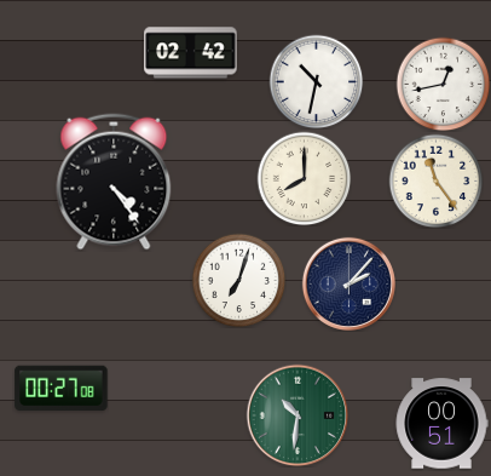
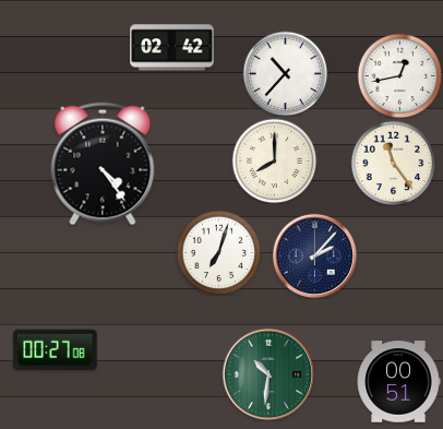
clock at (316, 81): 10:32 -> 10:37
clock at (238, 280) position: (238, 280) -> (218, 252)
